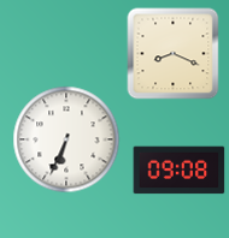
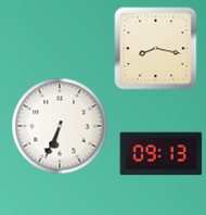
clock at (174, 54): 8:19 -> 8:17
clock at (180, 171): 09:08 -> 09:13
